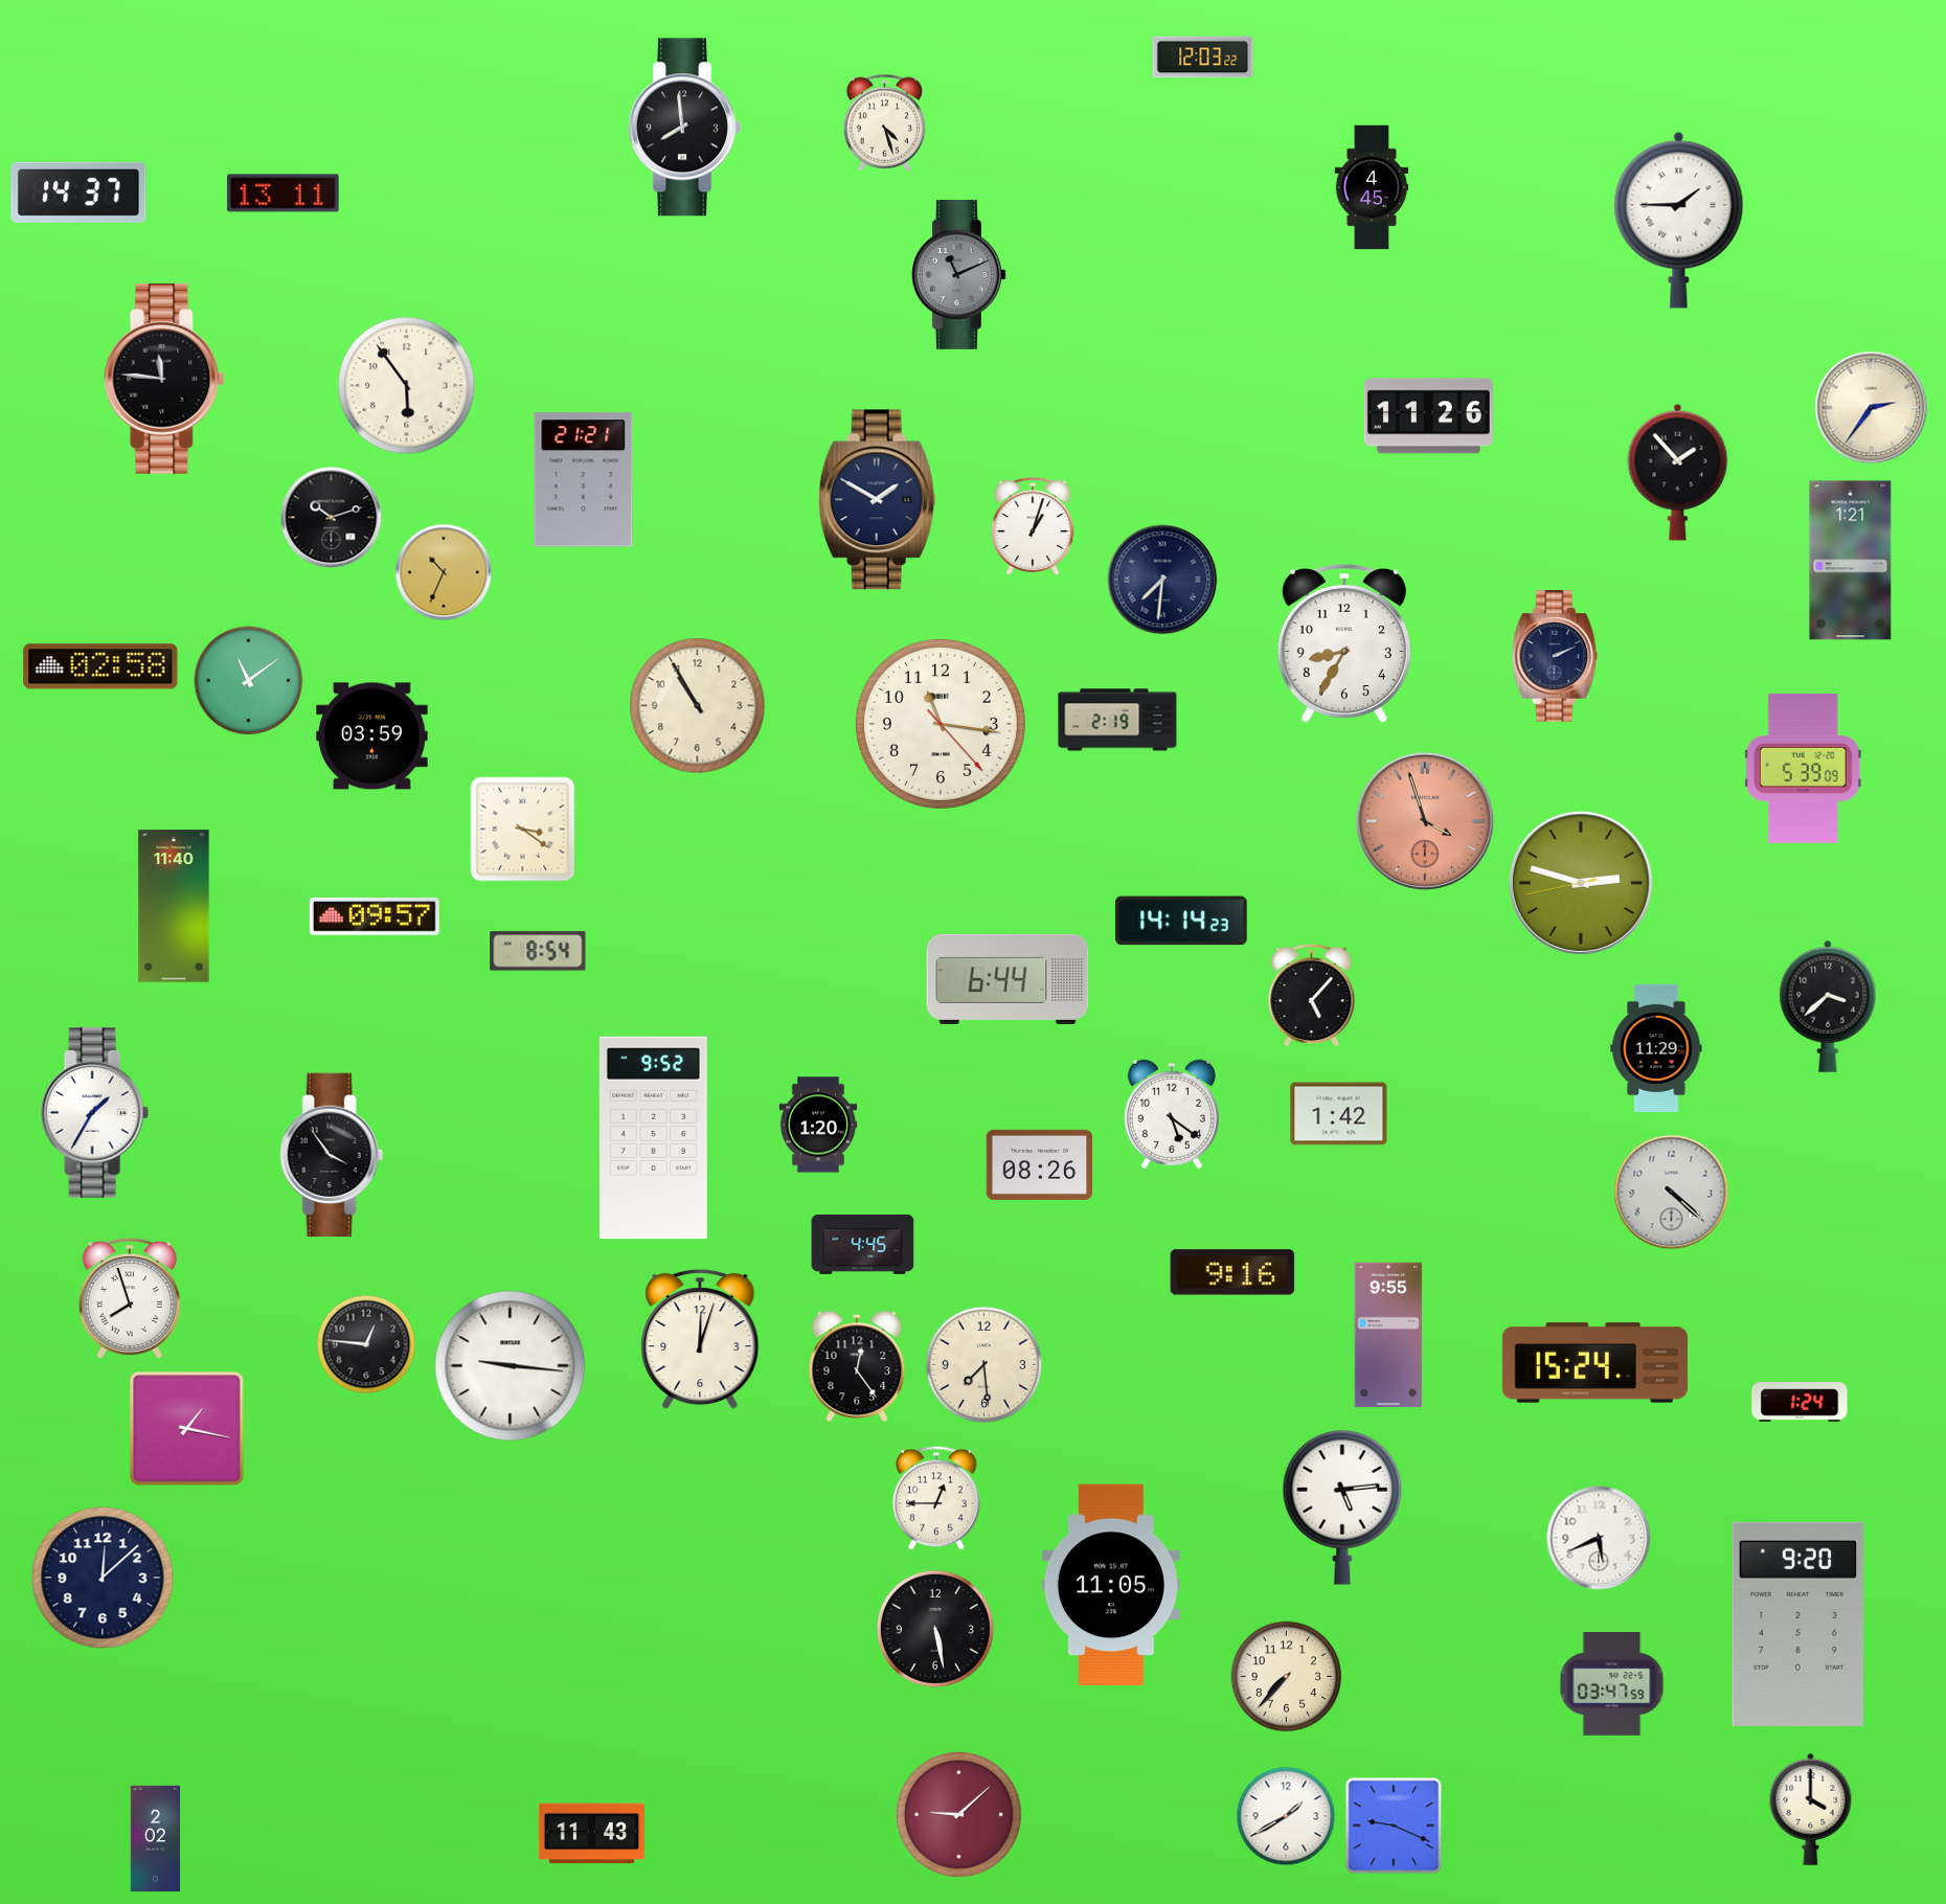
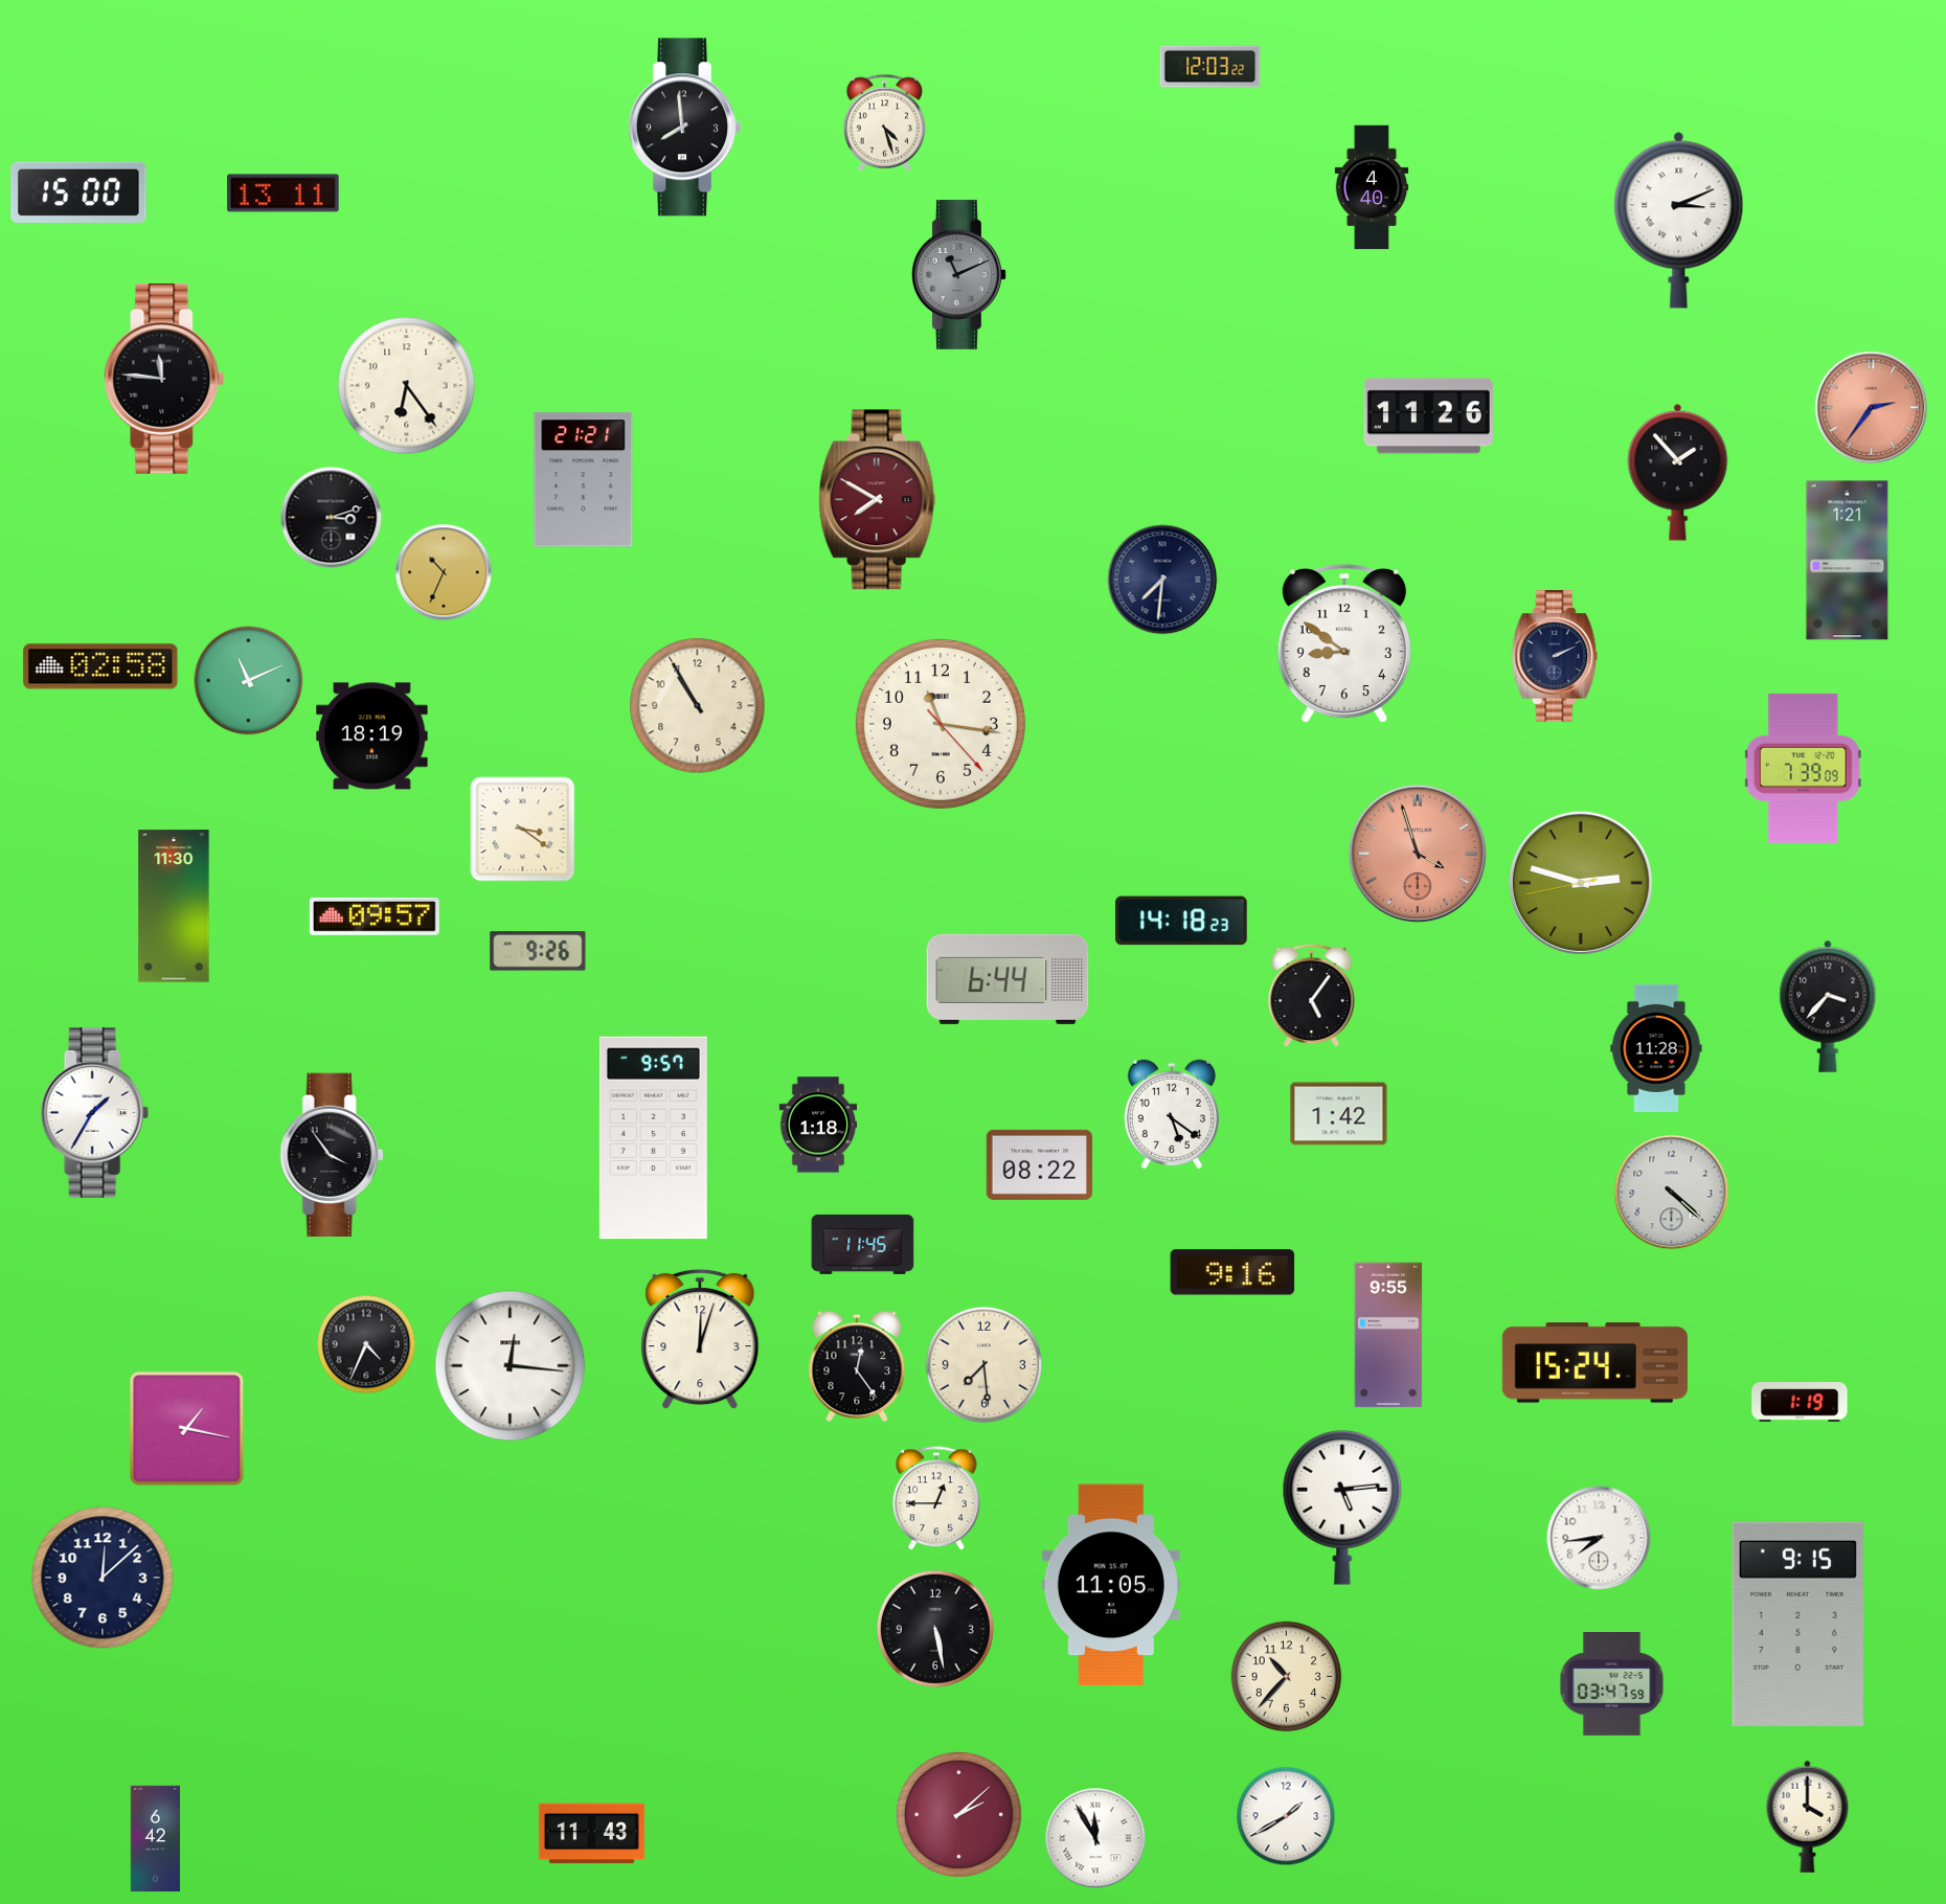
clock at (1203, 58) position: (1203, 58) -> (1210, 67)
clock at (1372, 187): 4:45 -> 4:40
clock at (78, 192): 14:37 -> 15:00
clock at (1679, 220): 1:45 -> 3:11
clock at (407, 386): 5:54 -> 6:24
clock at (1872, 408) dial: cream -> salmon
clock at (877, 500): 1:50 -> 7:50
clock at (877, 500) dial: navy -> burgundy
clock at (332, 518): 10:12 -> 3:12
clock at (1033, 526): 1:03 -> none
clock at (1851, 561) position: (1851, 561) -> (1848, 561)
clock at (1344, 643): 8:35 -> 8:51
clock at (249, 681): 11:09 -> 11:11
clock at (1117, 720): 2:19 -> none
clock at (372, 736): 03:59 -> 18:19
clock at (1803, 768): 5:39 -> 7:39
clock at (1425, 821) position: (1425, 821) -> (1418, 854)
clock at (174, 906): 11:40 -> 11:30
clock at (1181, 921): 14:14 -> 14:18
clock at (538, 951): 8:54 -> 9:26
clock at (1312, 996): 5:07 -> 5:06
clock at (1828, 1006): 3:38 -> 3:37
clock at (1656, 1048): 11:29 -> 11:28
clock at (818, 1125): 1:20 -> 1:18
clock at (653, 1138): 9:52 -> 9:57
clock at (1040, 1164): 08:26 -> 08:22
clock at (863, 1244): 4:45 -> 11:45
clock at (130, 1298): 7:57 -> none
clock at (366, 1344): 12:46 -> 4:34
clock at (511, 1366): 9:16 -> 12:16
clock at (1800, 1403): 1:24 -> 1:19
clock at (1599, 1538): 5:41 -> 7:44
clock at (1797, 1624): 9:20 -> 9:15
clock at (1287, 1677): 7:37 -> 10:37
clock at (1811, 1809) position: (1811, 1809) -> (1808, 1816)
clock at (959, 1815): 9:08 -> 2:08
clock at (1394, 1826): 9:19 -> none
clock at (1095, 1838): none -> 11:55
clock at (156, 1839): 2:02 -> 6:42
